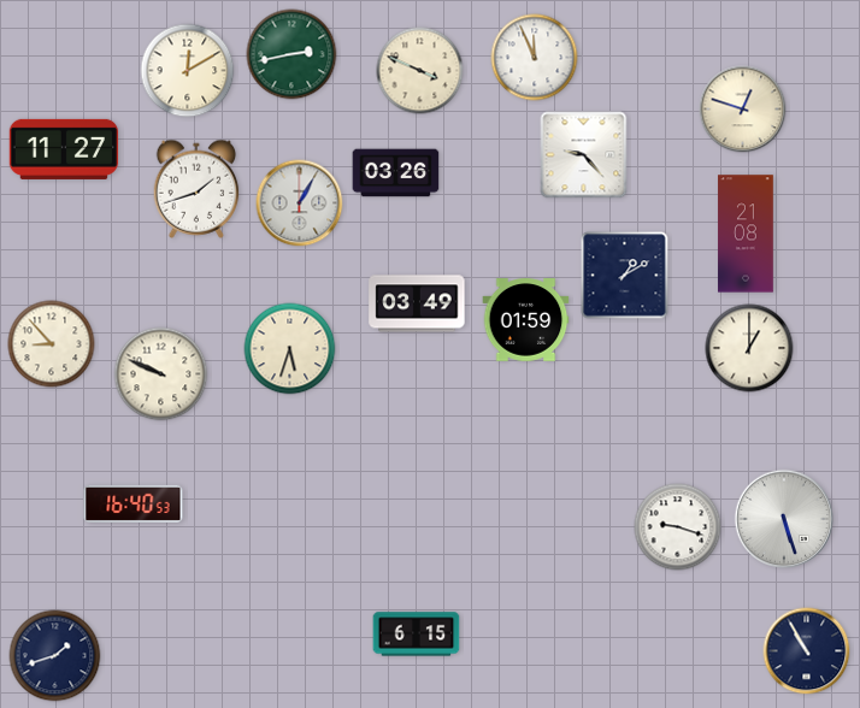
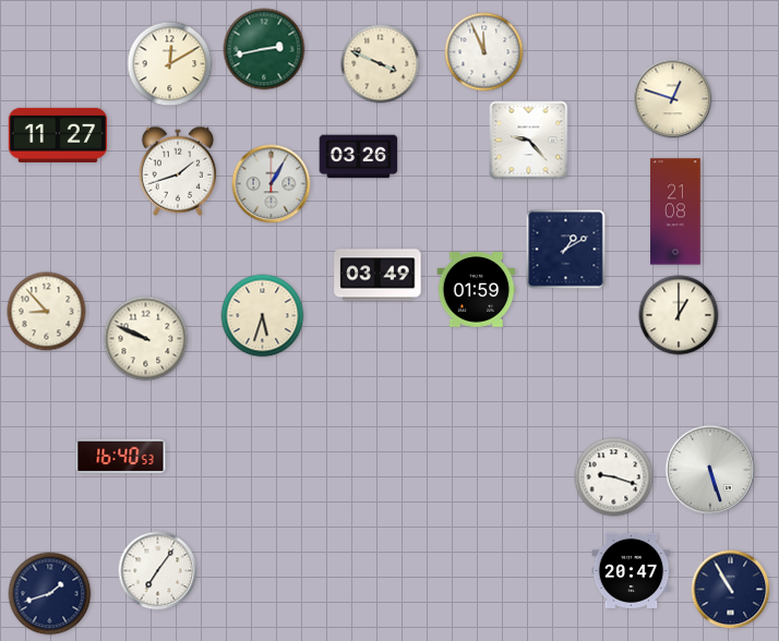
clock at (632, 570): none -> 20:47
clock at (158, 571): none -> 7:06
clock at (417, 635): 6:15 -> none
